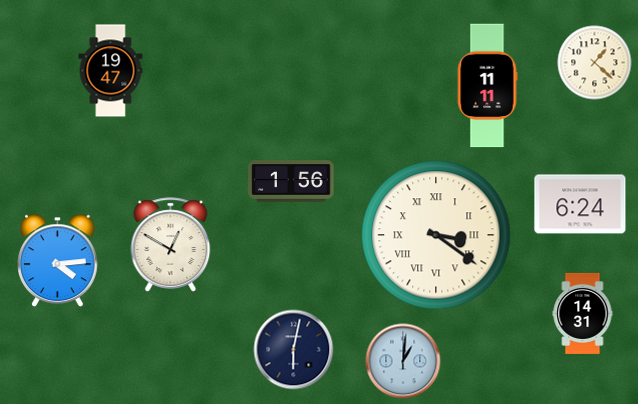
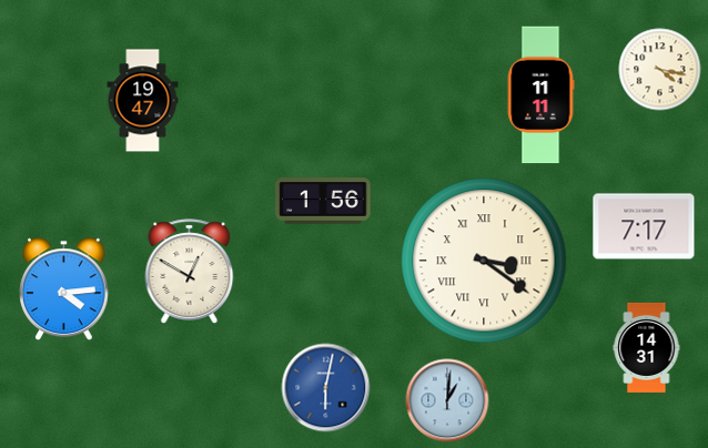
clock at (595, 63): 1:22 -> 4:17
clock at (111, 71) position: (111, 71) -> (143, 101)
clock at (580, 204): 6:24 -> 7:17
clock at (294, 350) dial: navy -> blue
